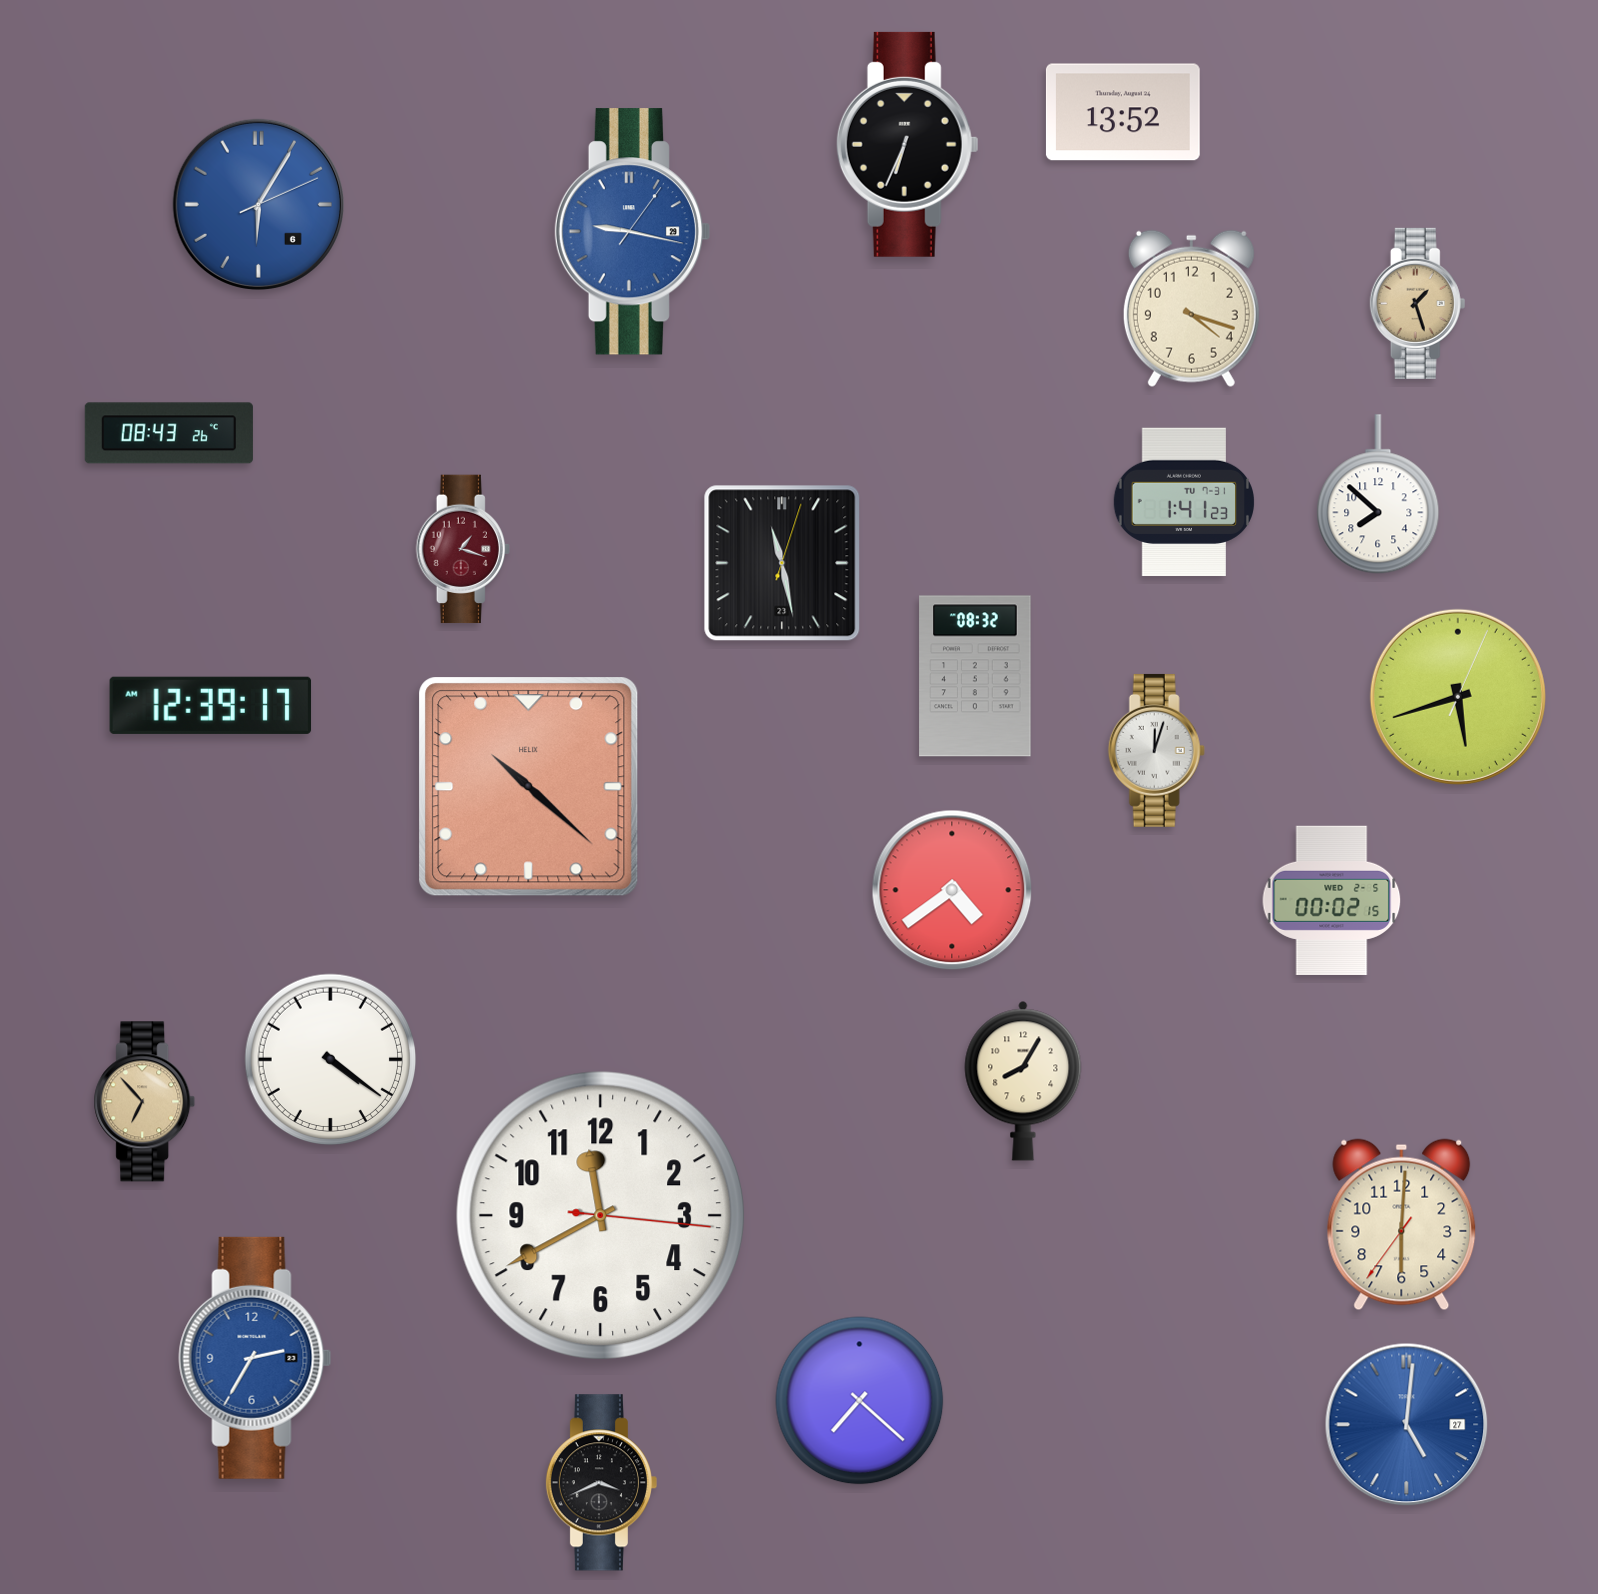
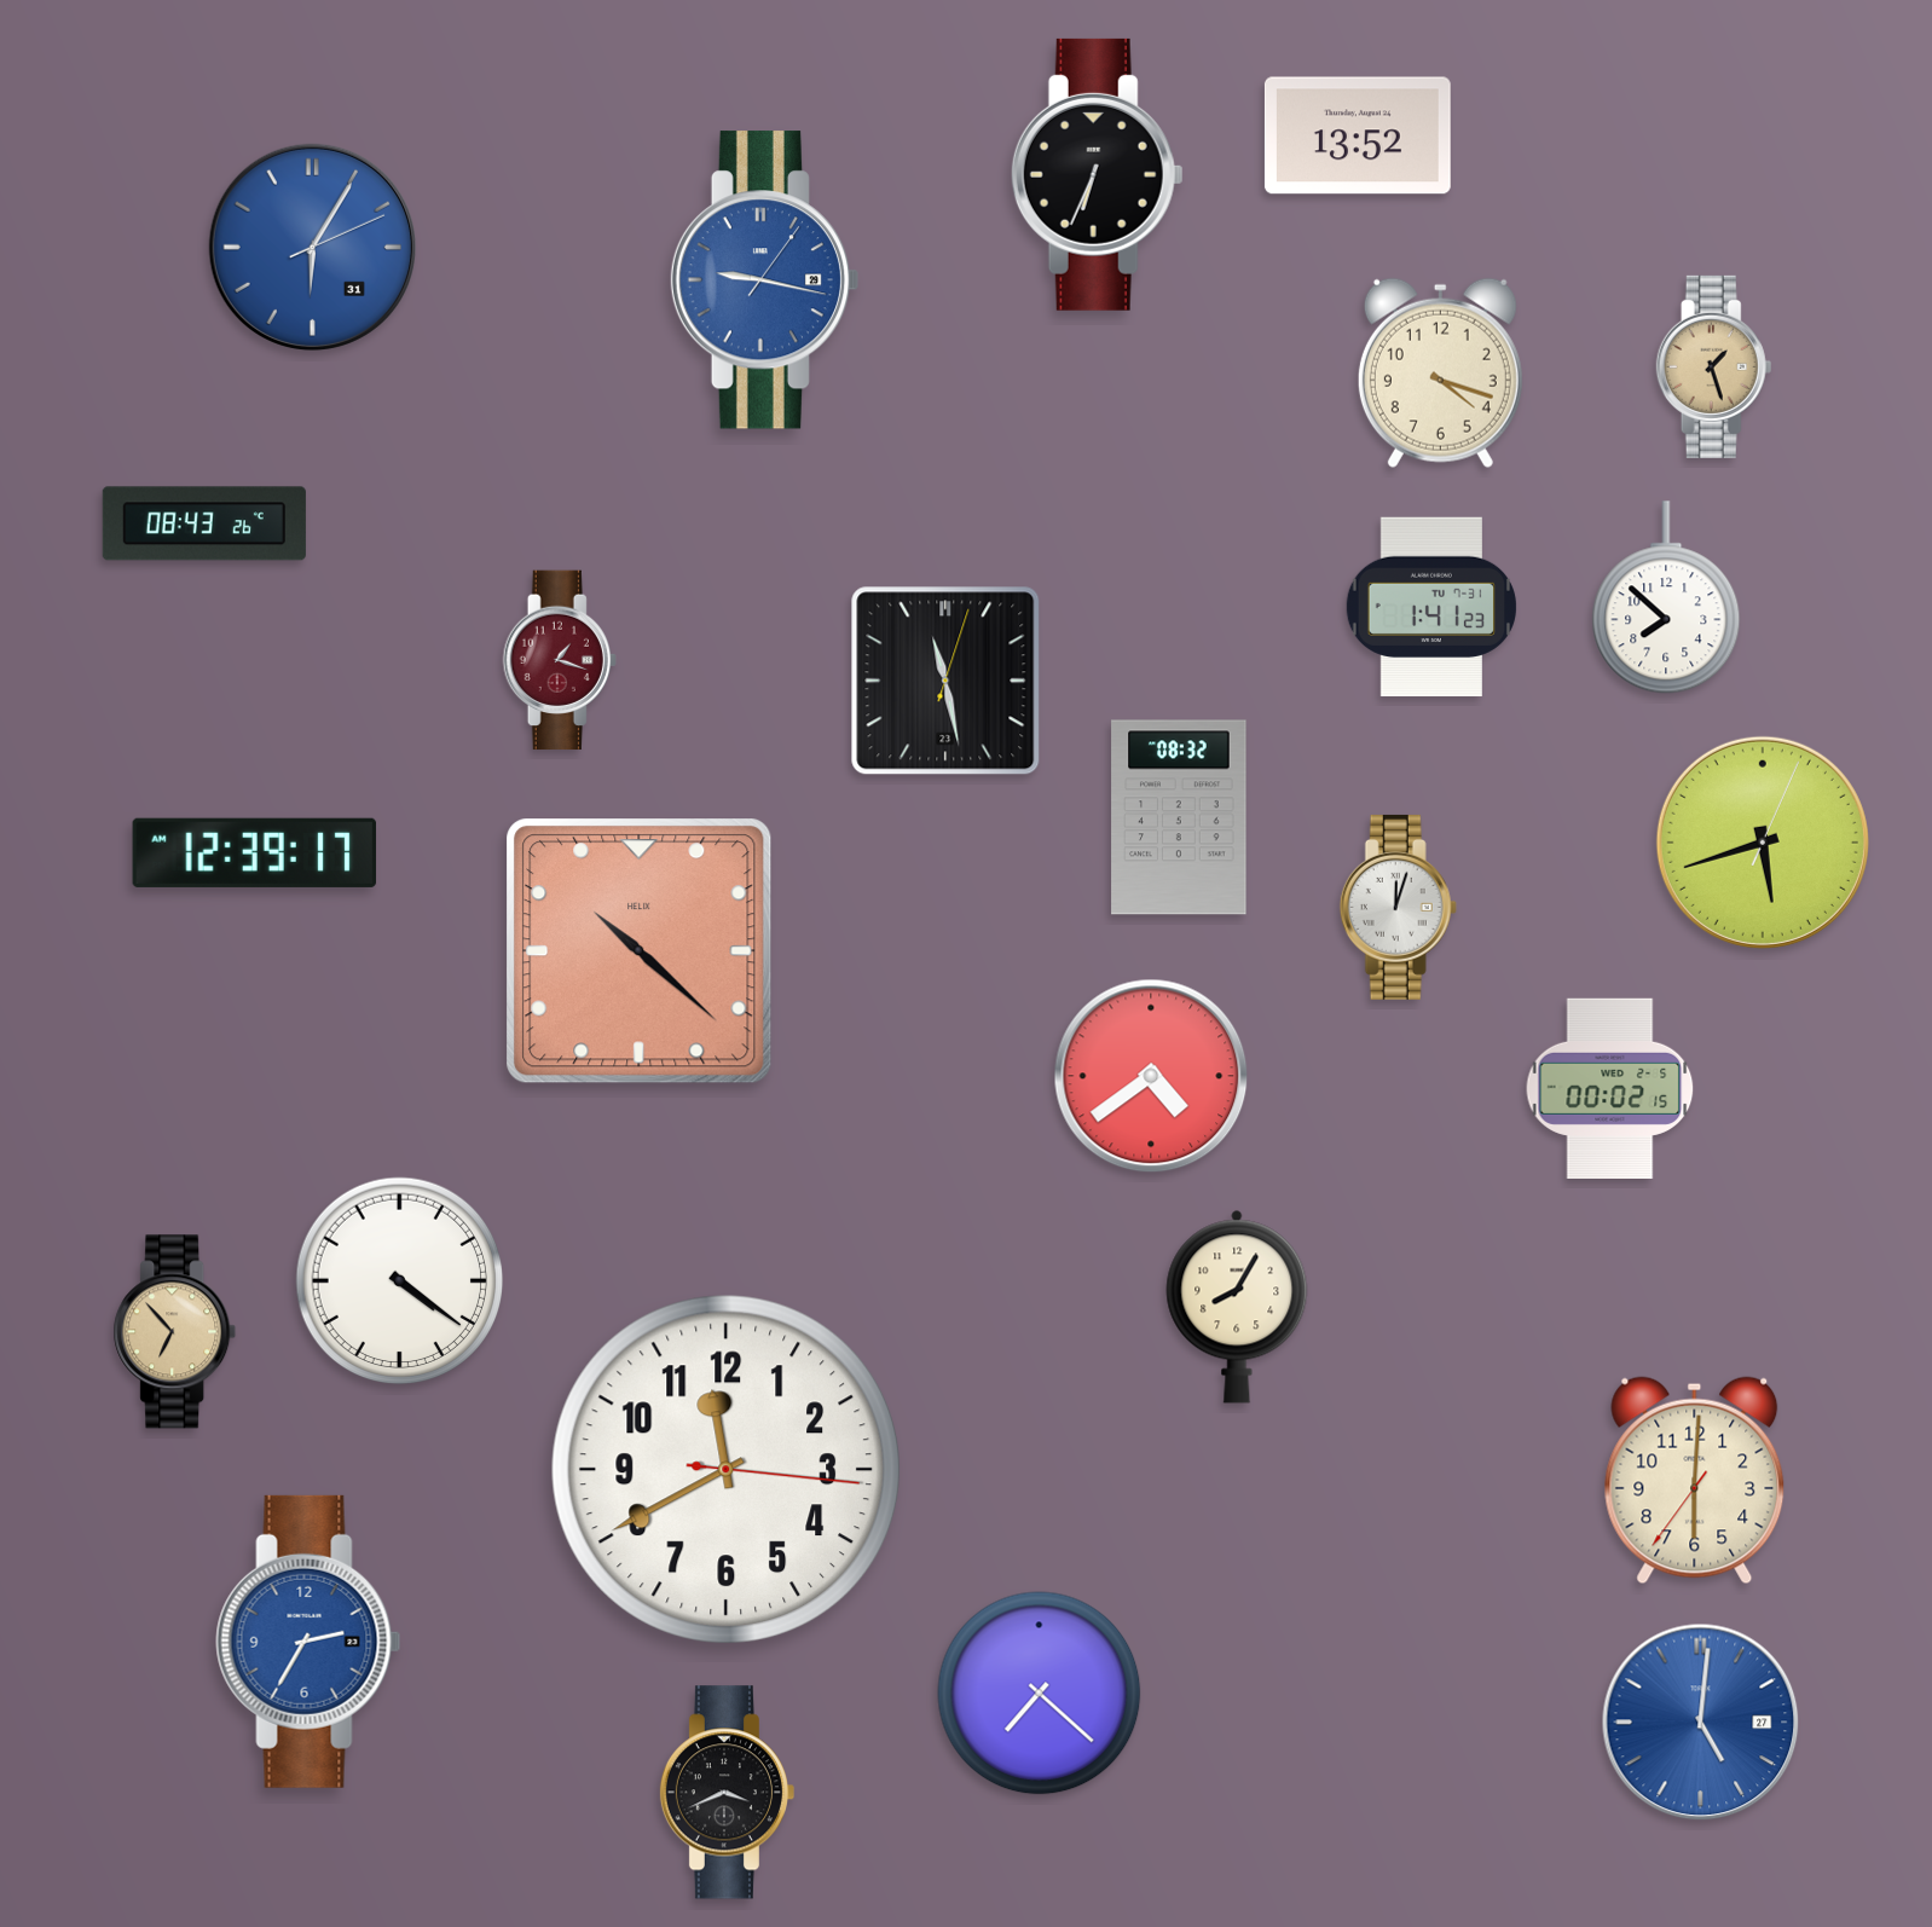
clock at (258, 204) date: 6 -> 31
clock at (463, 549) position: (463, 549) -> (560, 660)
